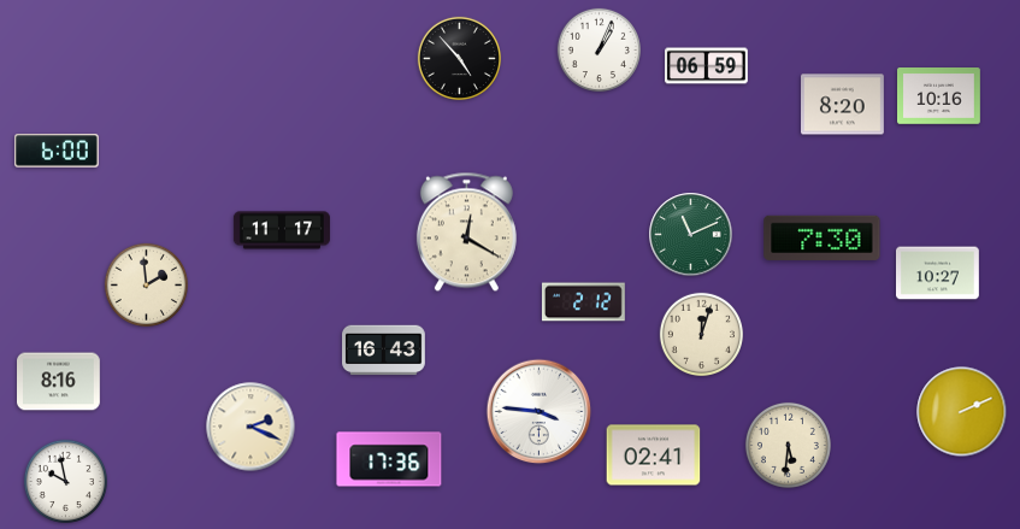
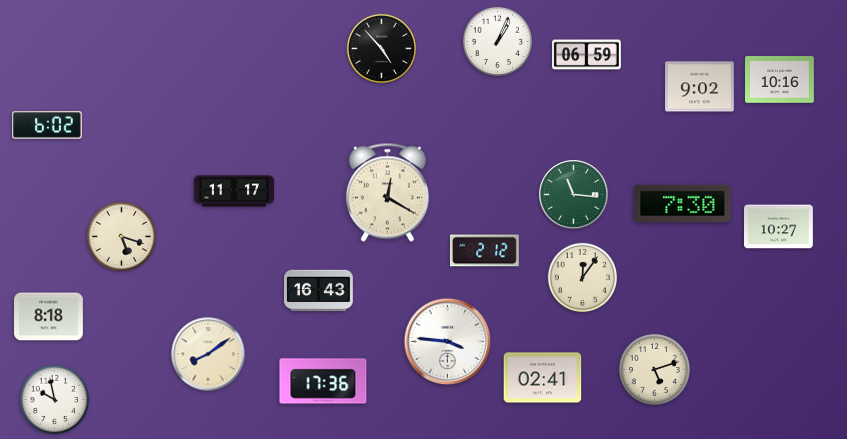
clock at (843, 105): 8:20 -> 9:02
clock at (57, 151): 6:00 -> 6:02
clock at (691, 235): 11:11 -> 11:16
clock at (823, 237) position: (823, 237) -> (683, 203)
clock at (146, 284): 1:59 -> 5:18
clock at (701, 334): 12:03 -> 12:06
clock at (59, 382): 8:16 -> 8:18
clock at (962, 412): 2:11 -> none
clock at (250, 427): 2:19 -> 8:09
clock at (788, 445): 5:31 -> 5:12
